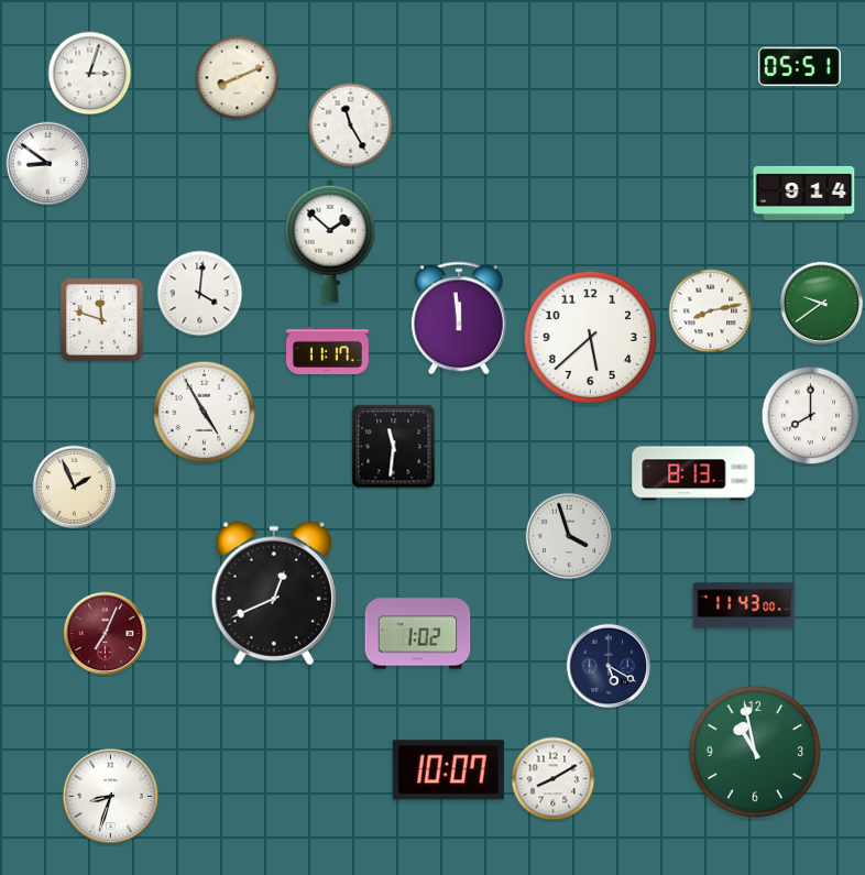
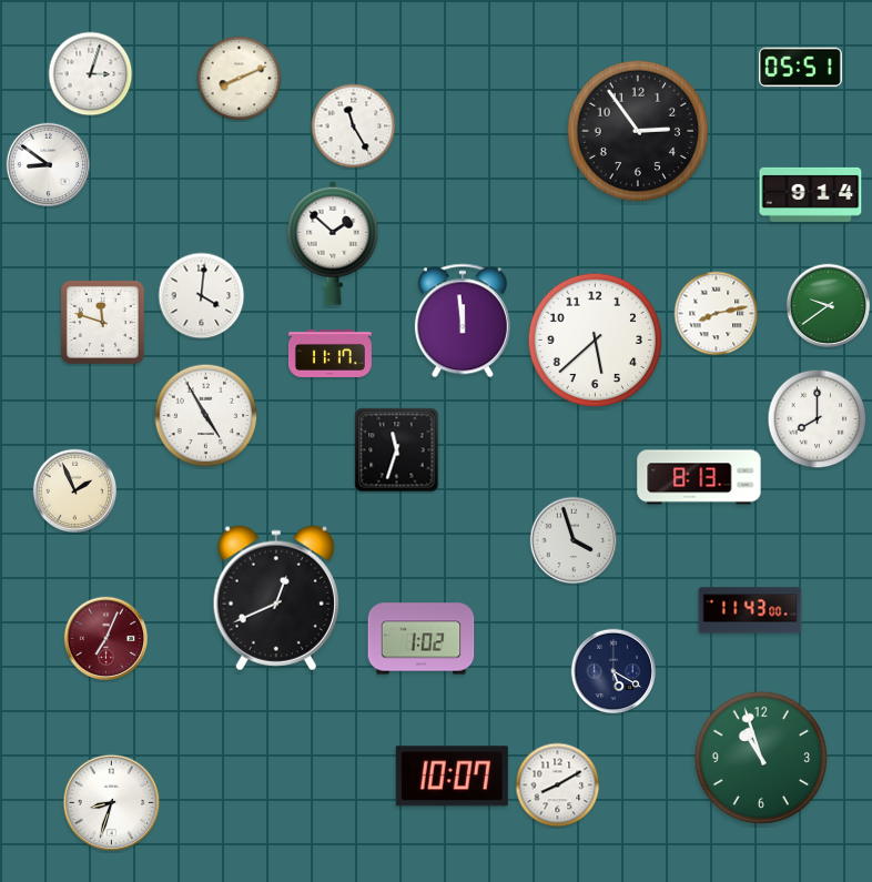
clock at (799, 67) position: (799, 67) -> (800, 68)
clock at (637, 130): none -> 2:54
clock at (394, 447): 11:31 -> 11:33
clock at (755, 752): 10:58 -> 10:57
